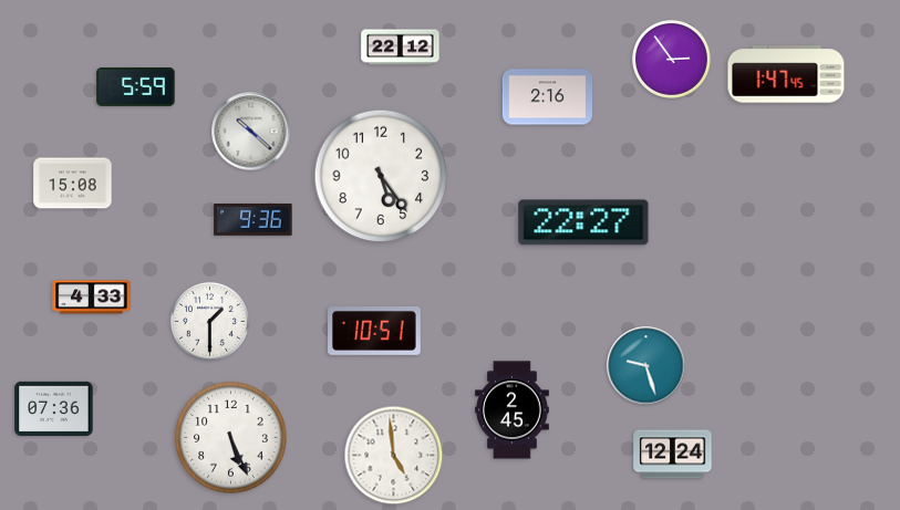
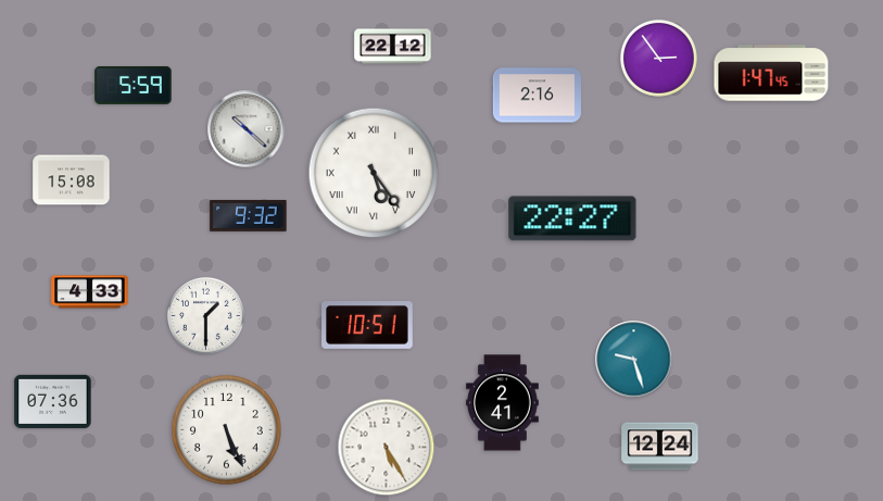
clock at (381, 176) numerals: Arabic -> Roman
clock at (254, 219): 9:36 -> 9:32
clock at (513, 410): 2:45 -> 2:41
clock at (394, 456): 4:59 -> 5:25
